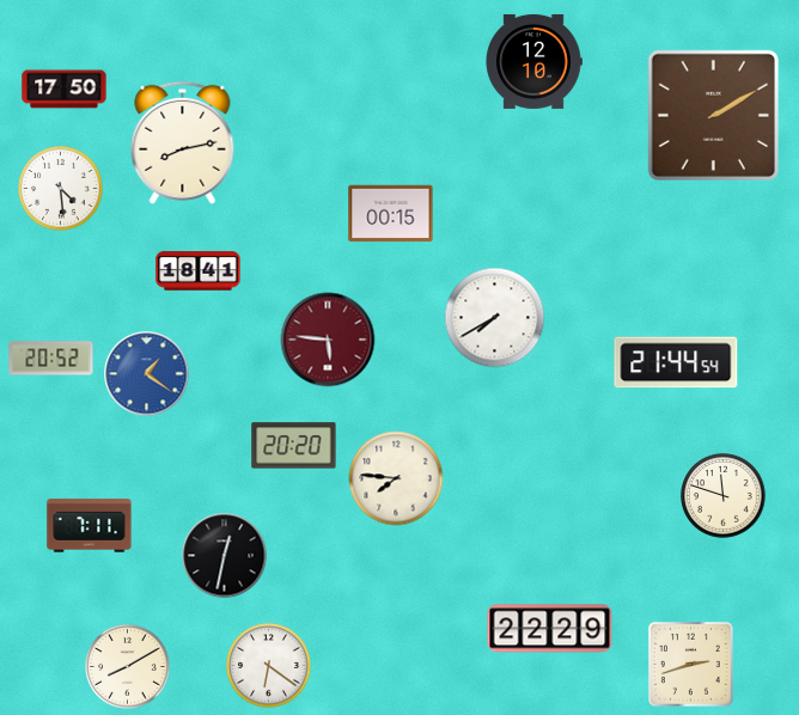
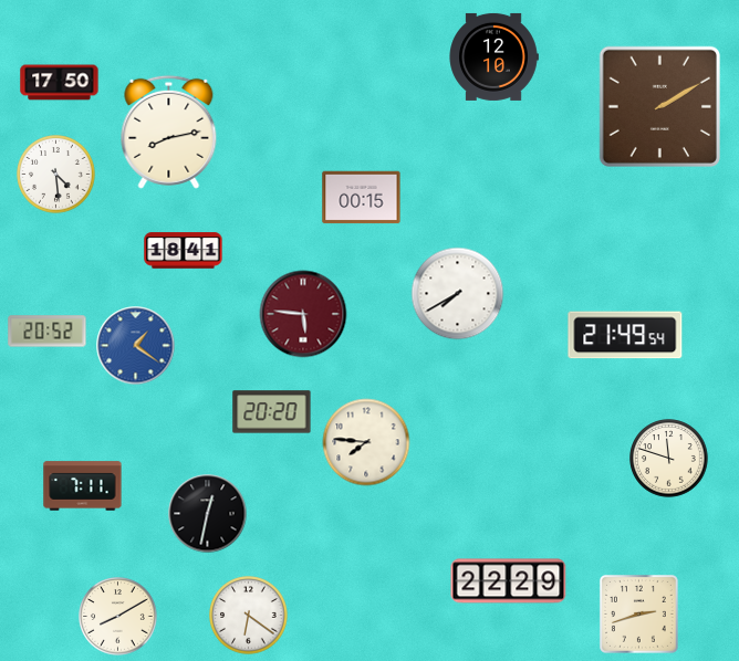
clock at (676, 362): 21:44 -> 21:49
